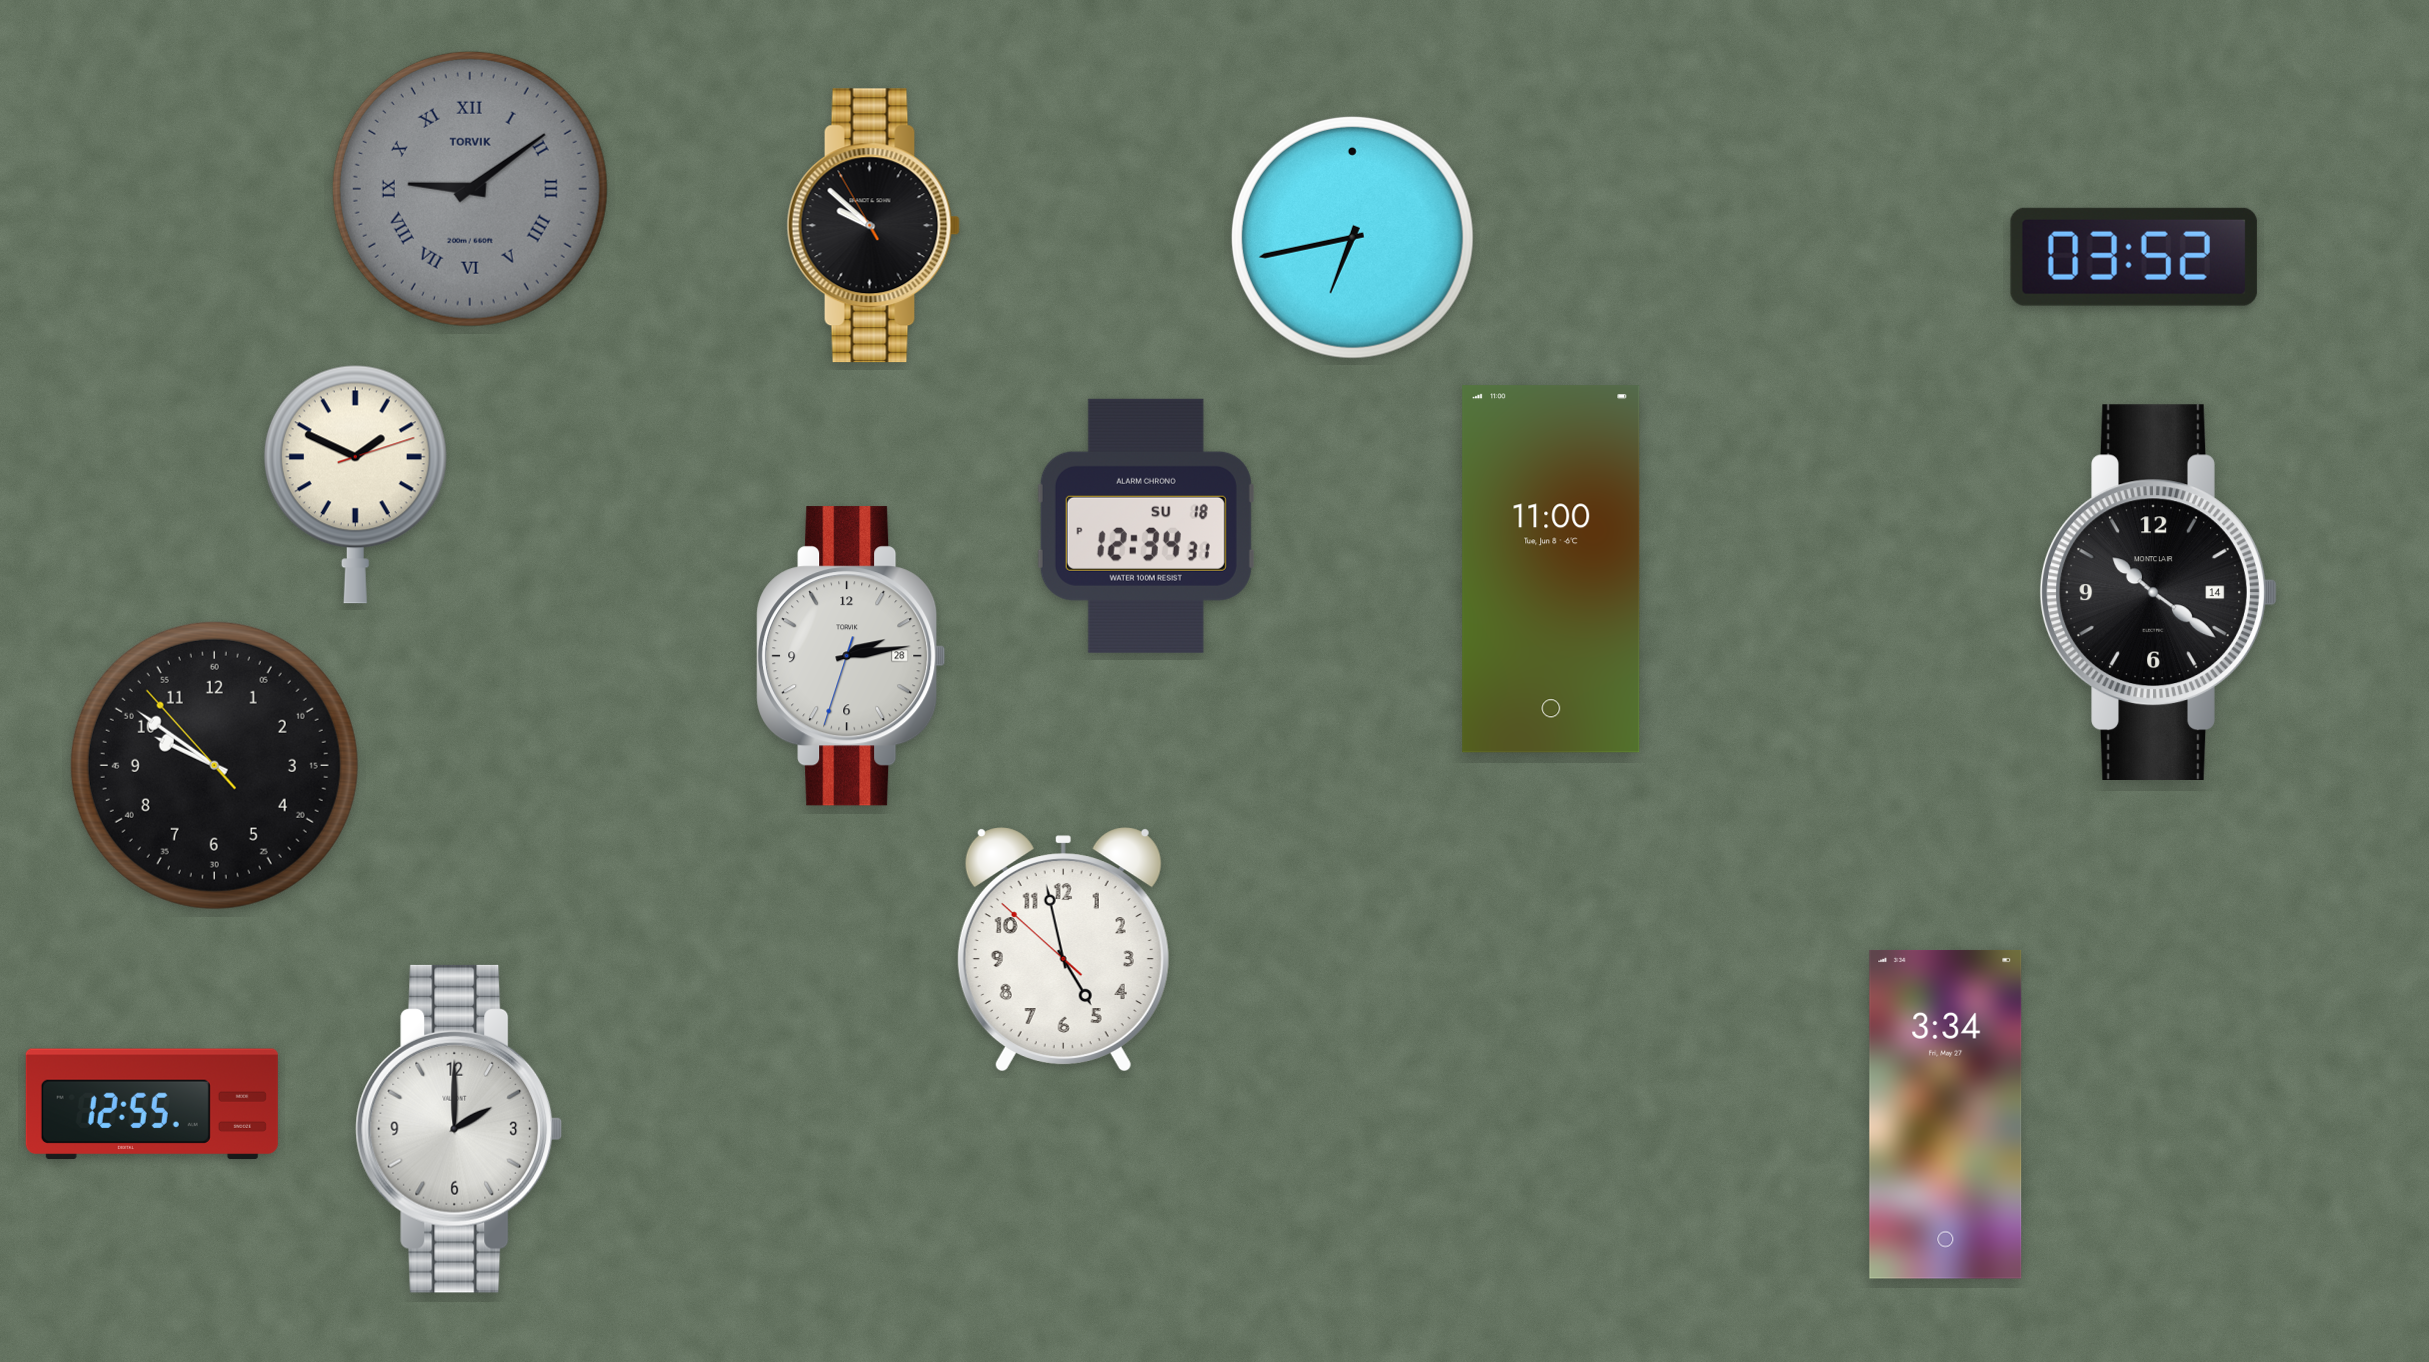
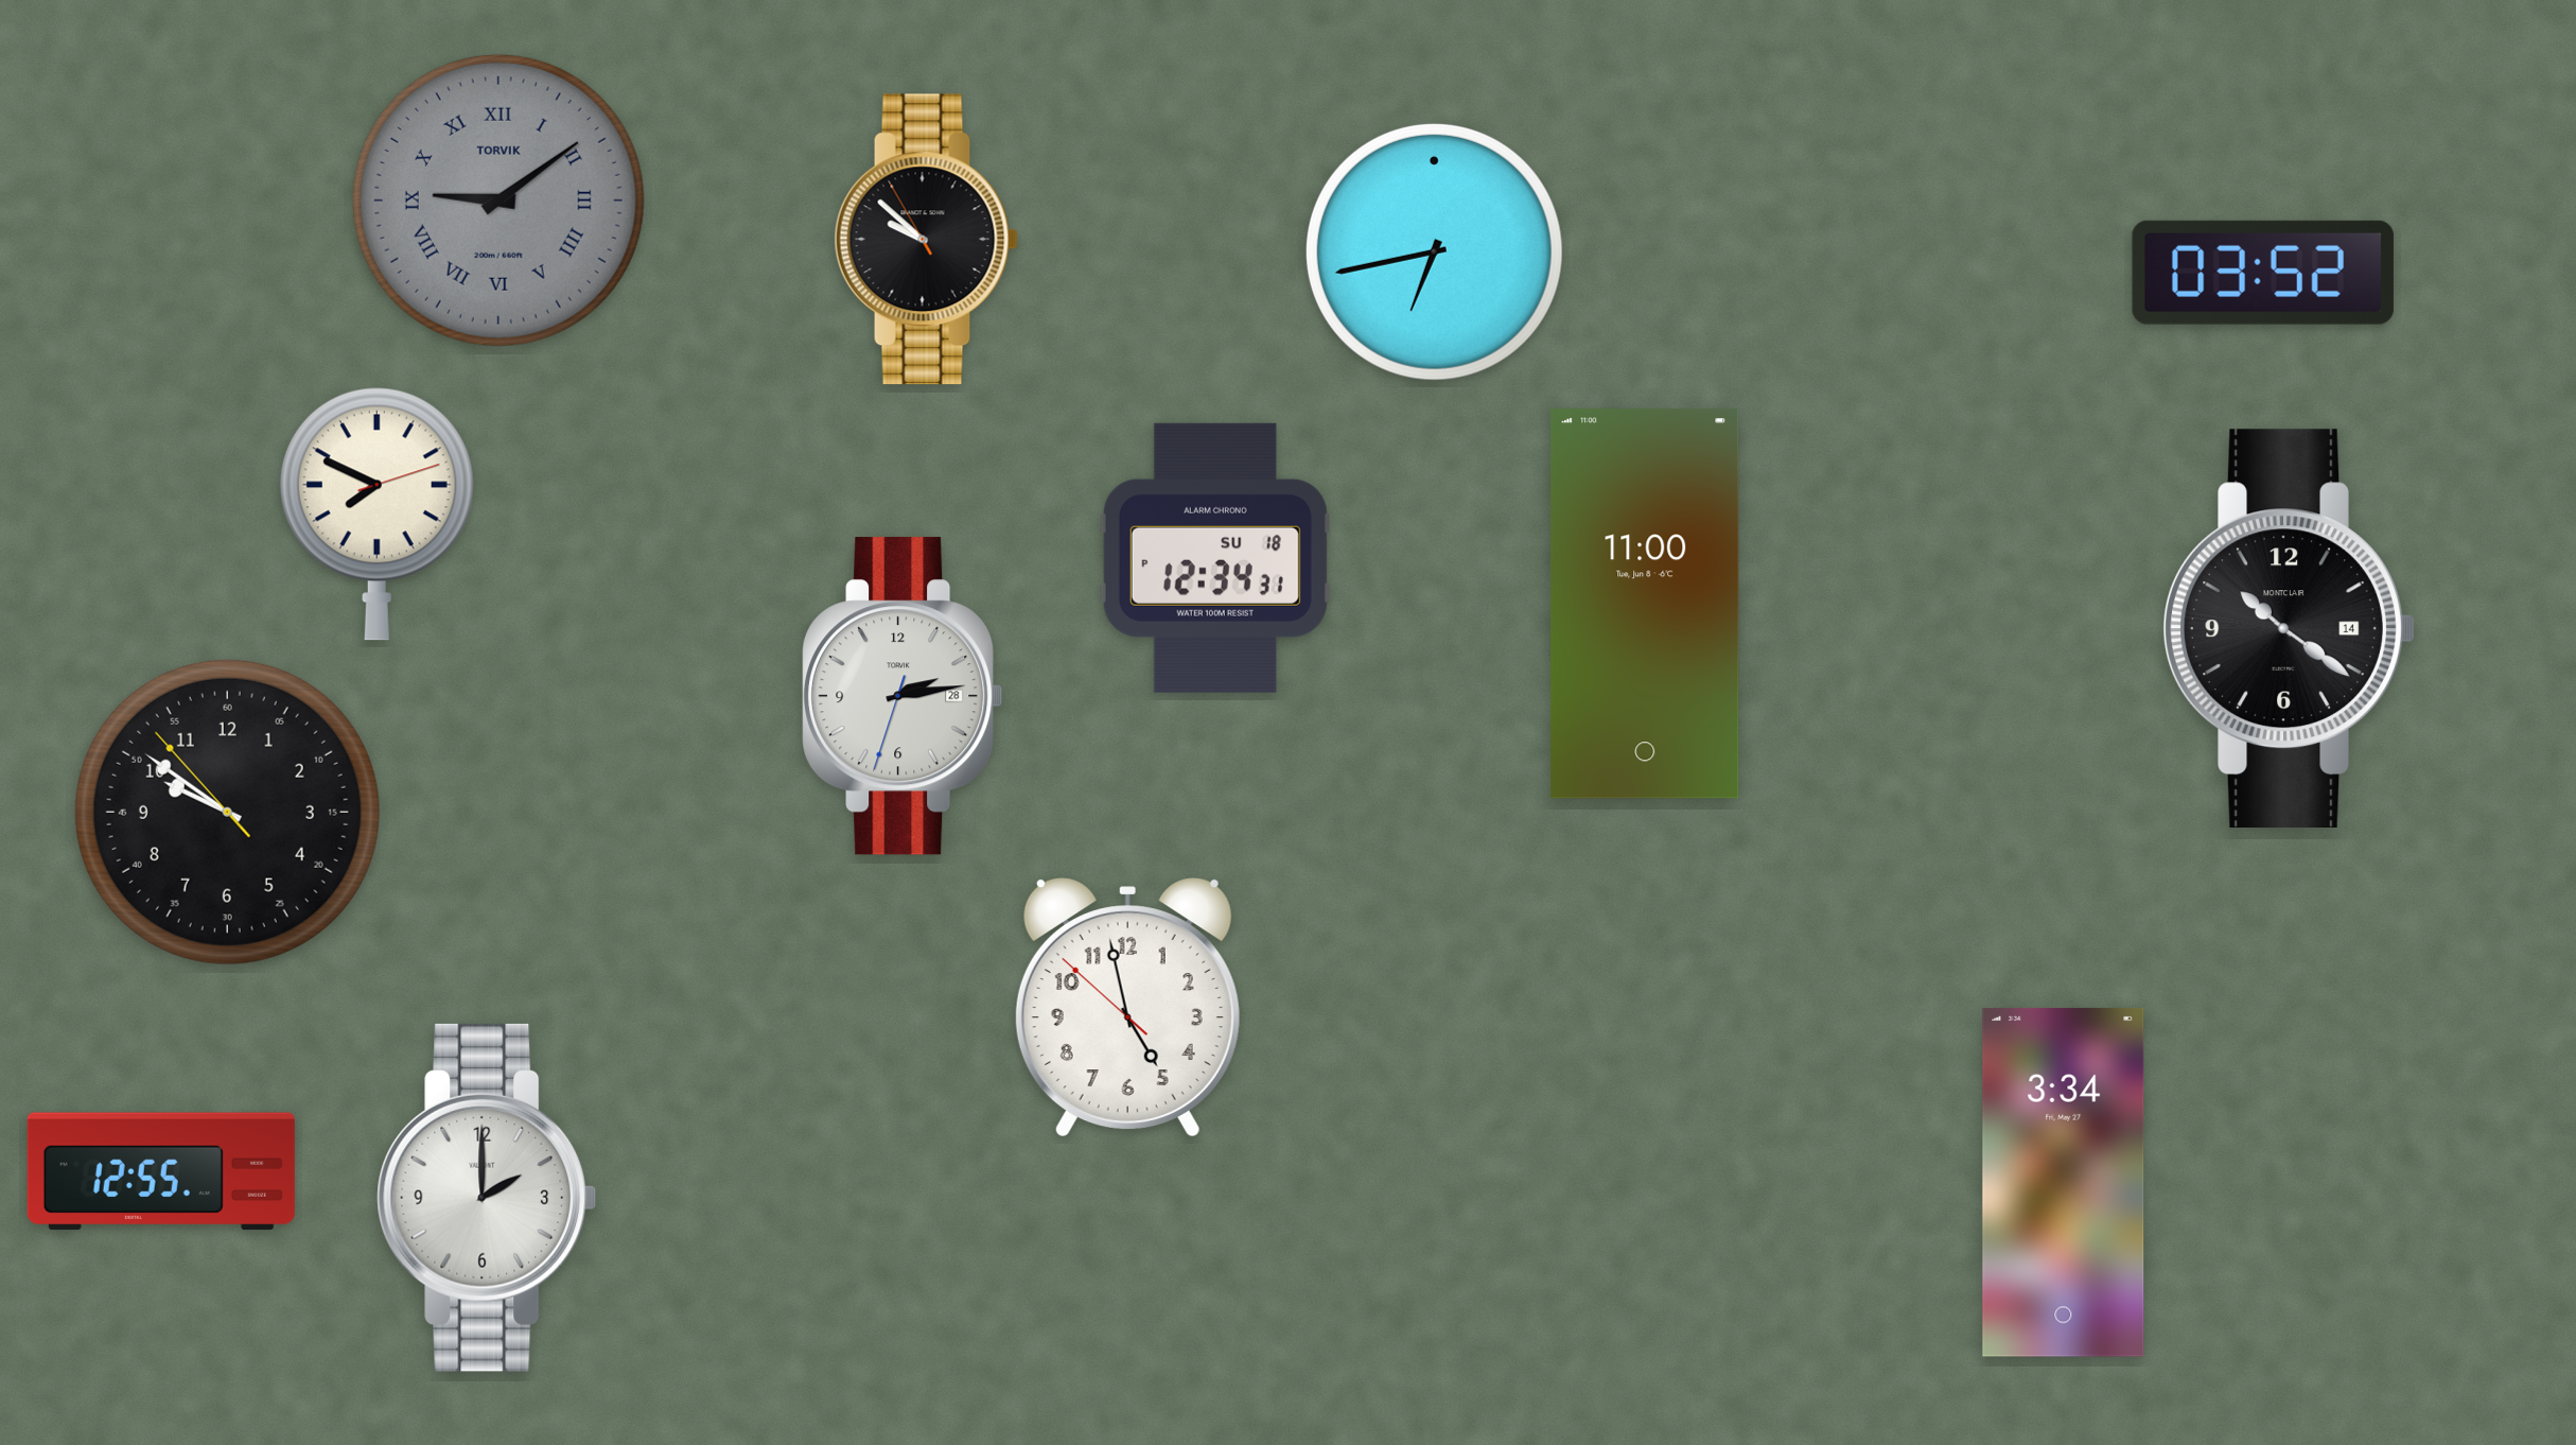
clock at (355, 484): 1:49 -> 7:49
